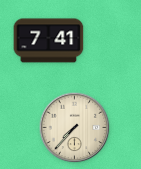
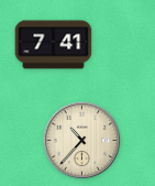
clock at (75, 128): 7:37 -> 10:37
